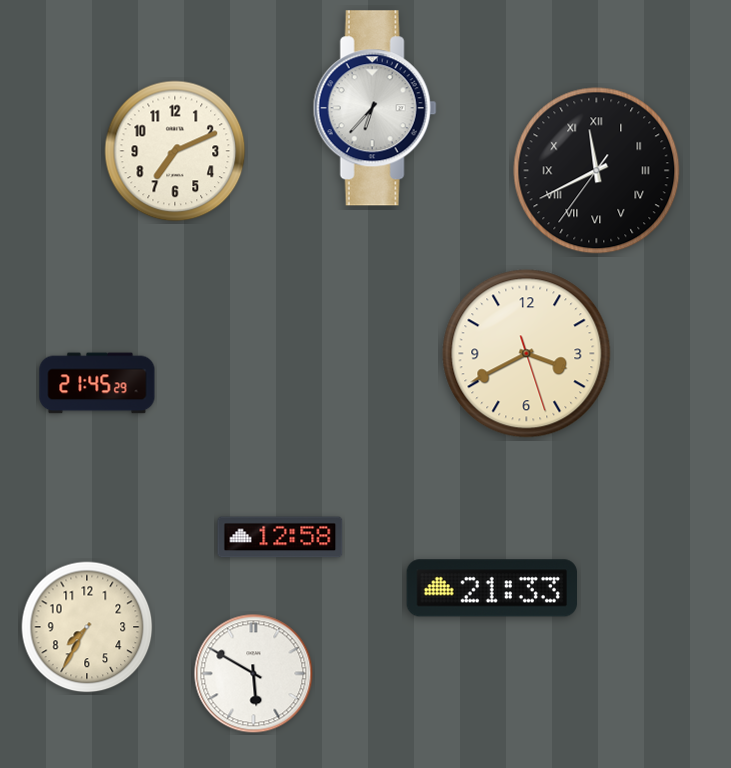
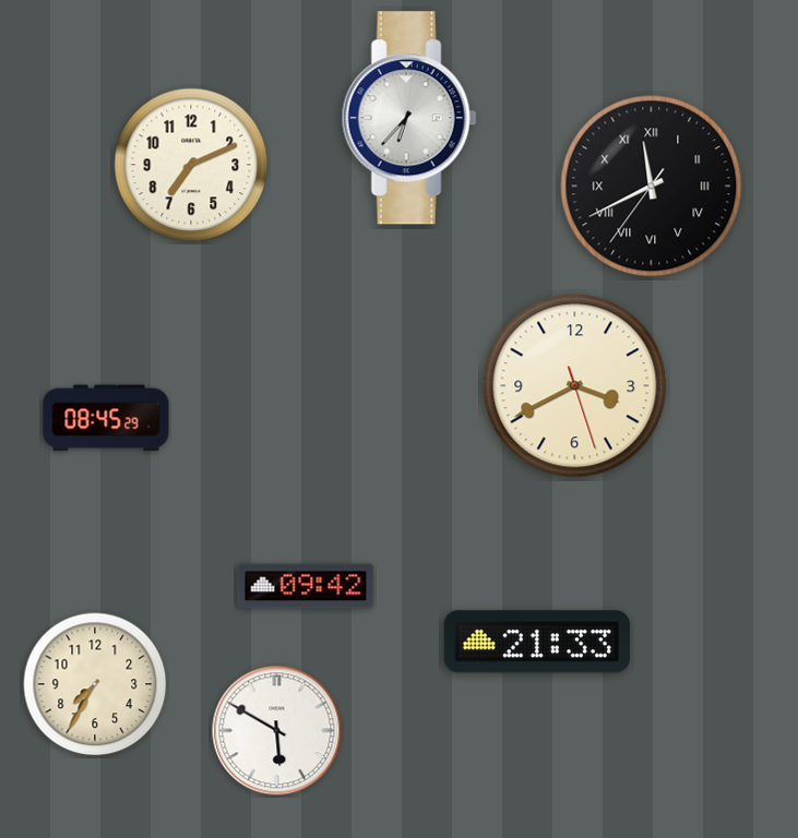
clock at (97, 383): 21:45 -> 08:45
clock at (280, 537): 12:58 -> 09:42
clock at (254, 674) position: (254, 674) -> (277, 731)
